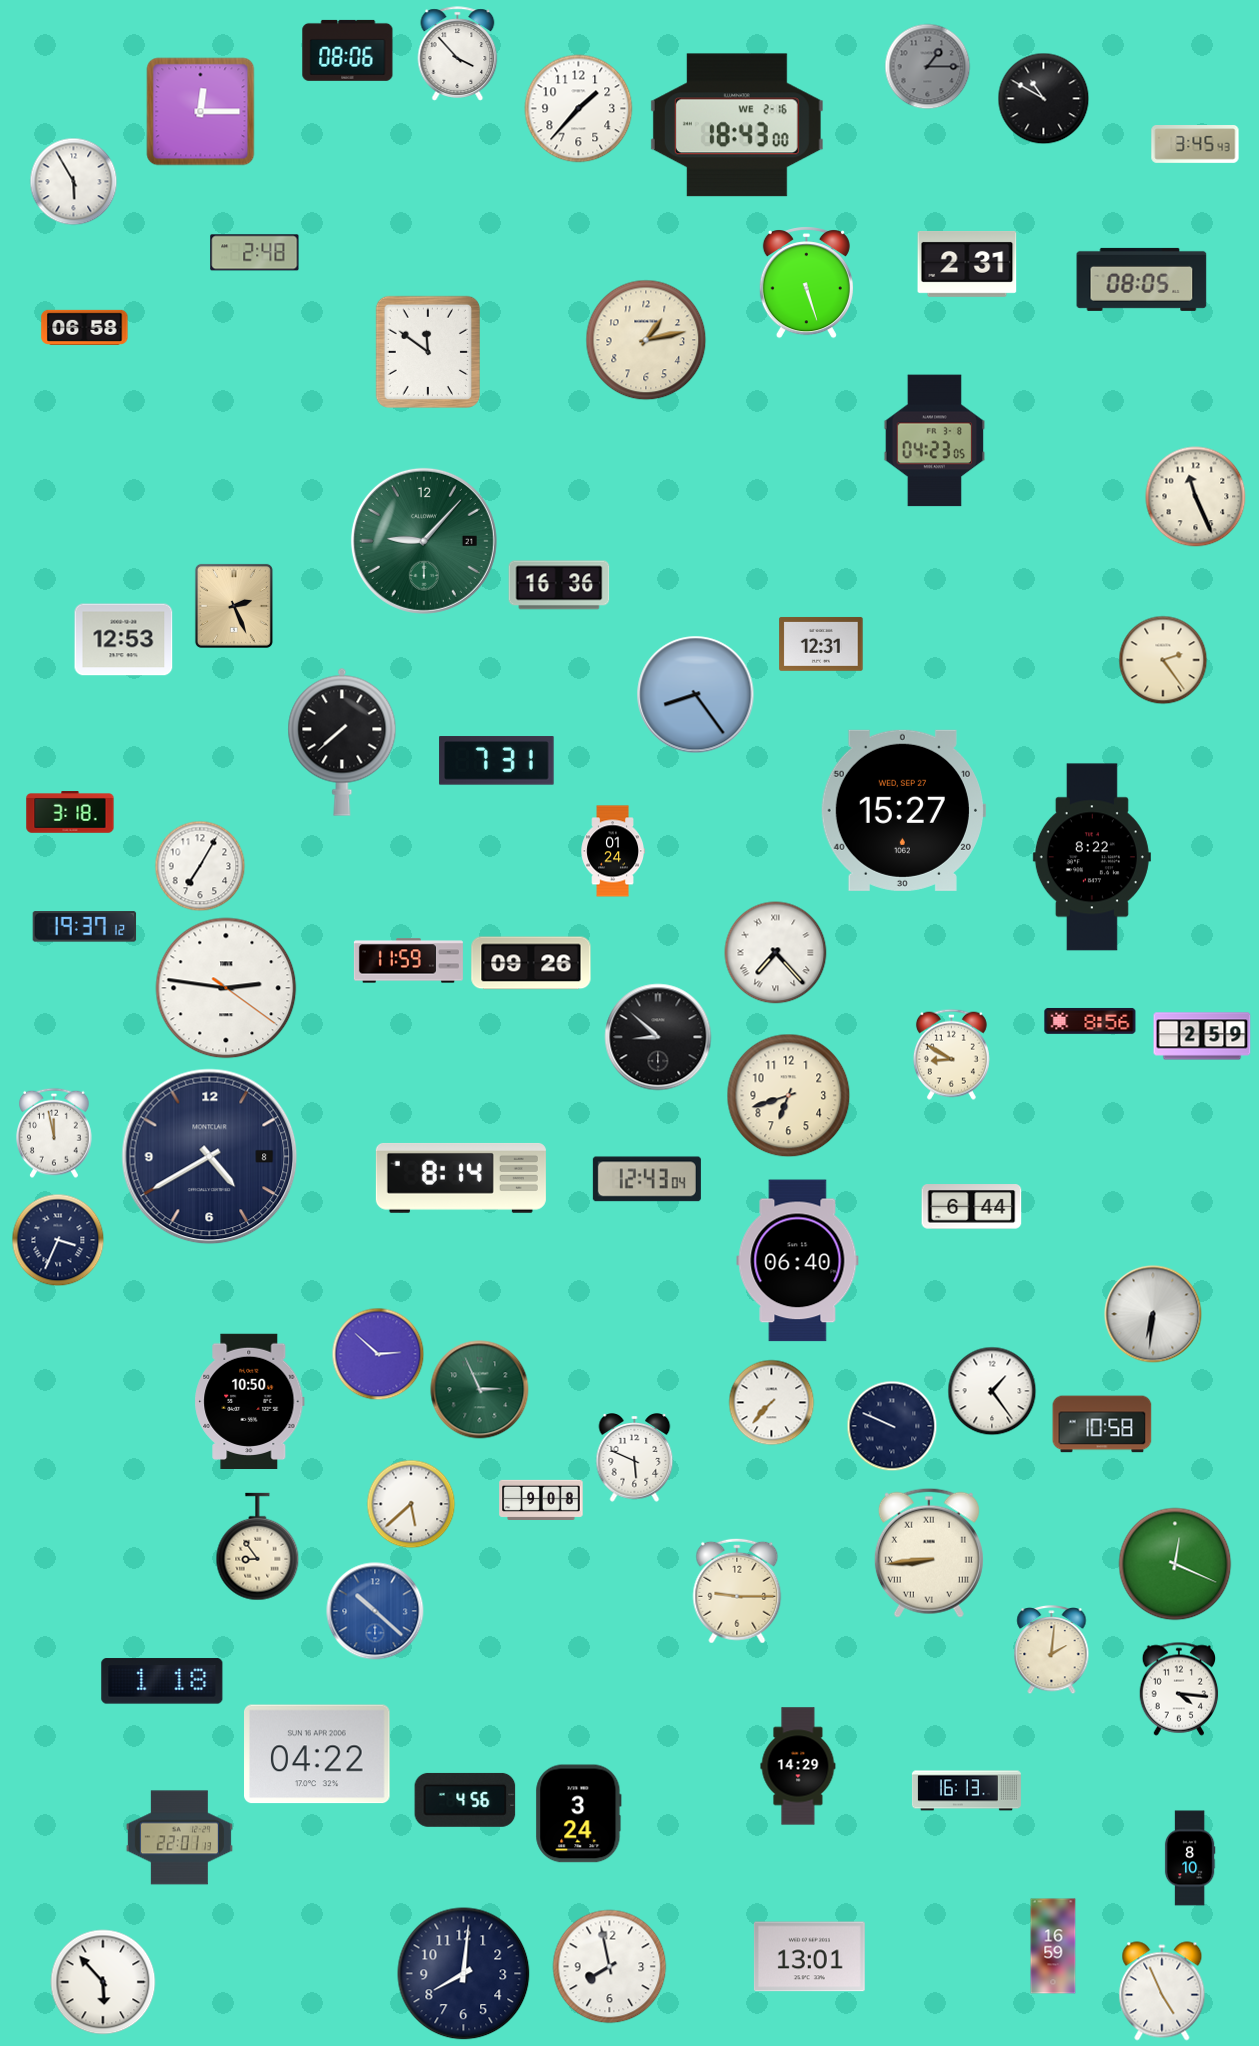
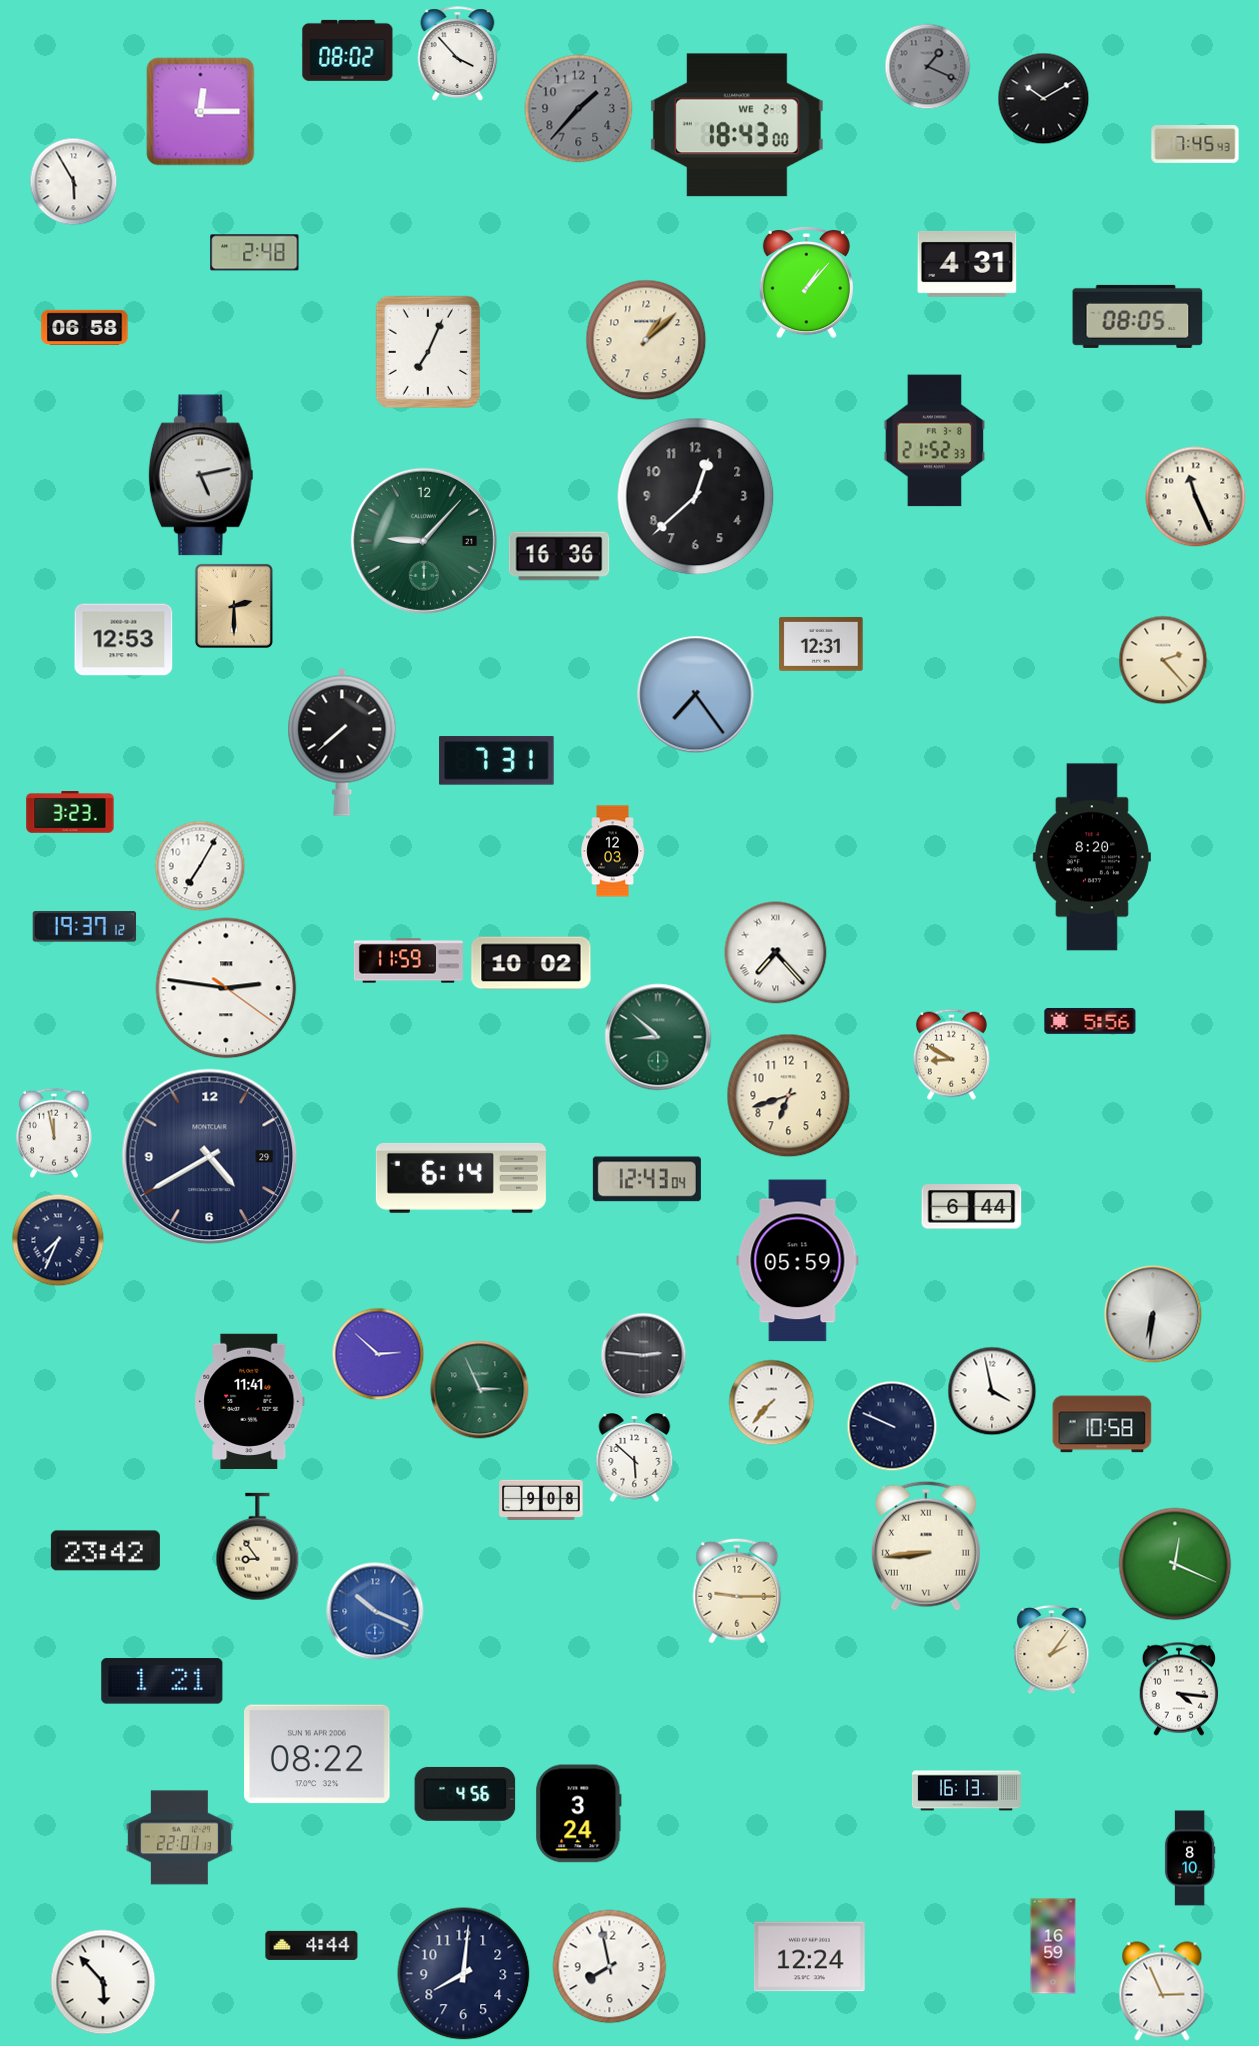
clock at (348, 50): 08:06 -> 08:02
clock at (928, 67): 1:15 -> 1:19
clock at (1044, 99): 10:50 -> 10:10
clock at (579, 109) dial: white -> grey
clock at (737, 125) date: WE 2-16 -> WE 2-9
clock at (1195, 145): 3:45 -> 7:45
clock at (967, 264): 2:31 -> 4:31
clock at (1142, 279) position: (1142, 279) -> (1138, 316)
clock at (806, 283): 5:27 -> 1:07
clock at (646, 340): 1:13 -> 1:08
clock at (428, 352): 11:51 -> 7:04
clock at (935, 441): 04:23 -> 21:52
clock at (201, 475): none -> 5:13
clock at (696, 497): none -> 12:38
clock at (559, 585) position: (559, 585) -> (559, 556)
clock at (234, 606): 2:26 -> 2:30
clock at (1163, 660): 2:24 -> 2:23
clock at (696, 695): 8:24 -> 7:24
clock at (903, 810): 15:27 -> none
clock at (70, 812): 3:18 -> 3:23
clock at (612, 851): 01:24 -> 12:03
clock at (1092, 857): 8:22 -> 8:20
clock at (531, 963): 09:26 -> 10:02
clock at (1090, 1021): 8:56 -> 5:56
clock at (1202, 1036): 2:59 -> none
clock at (658, 1037) dial: black -> green
clock at (210, 1157) date: 8 -> 29
clock at (461, 1178): 8:14 -> 6:14
clock at (58, 1240): 3:34 -> 7:34
clock at (798, 1261): 06:40 -> 05:59
clock at (644, 1356): none -> 2:46
clock at (992, 1391): 1:24 -> 3:58
clock at (250, 1401): 10:50 -> 11:41
clock at (635, 1458): 5:49 -> 5:52
clock at (411, 1504): 5:38 -> none
clock at (105, 1551): none -> 23:42
clock at (929, 1553) position: (929, 1553) -> (926, 1546)
clock at (375, 1611): 10:22 -> 10:19
clock at (1052, 1650): 2:01 -> 2:06
clock at (162, 1681): 1:18 -> 1:21
clock at (318, 1754): 04:22 -> 08:22
clock at (798, 1766): 14:29 -> none
clock at (465, 1800) position: (465, 1800) -> (465, 1794)
clock at (312, 1945): none -> 4:44
clock at (809, 1957): 13:01 -> 12:24
clock at (1162, 1991): 4:56 -> 2:56
